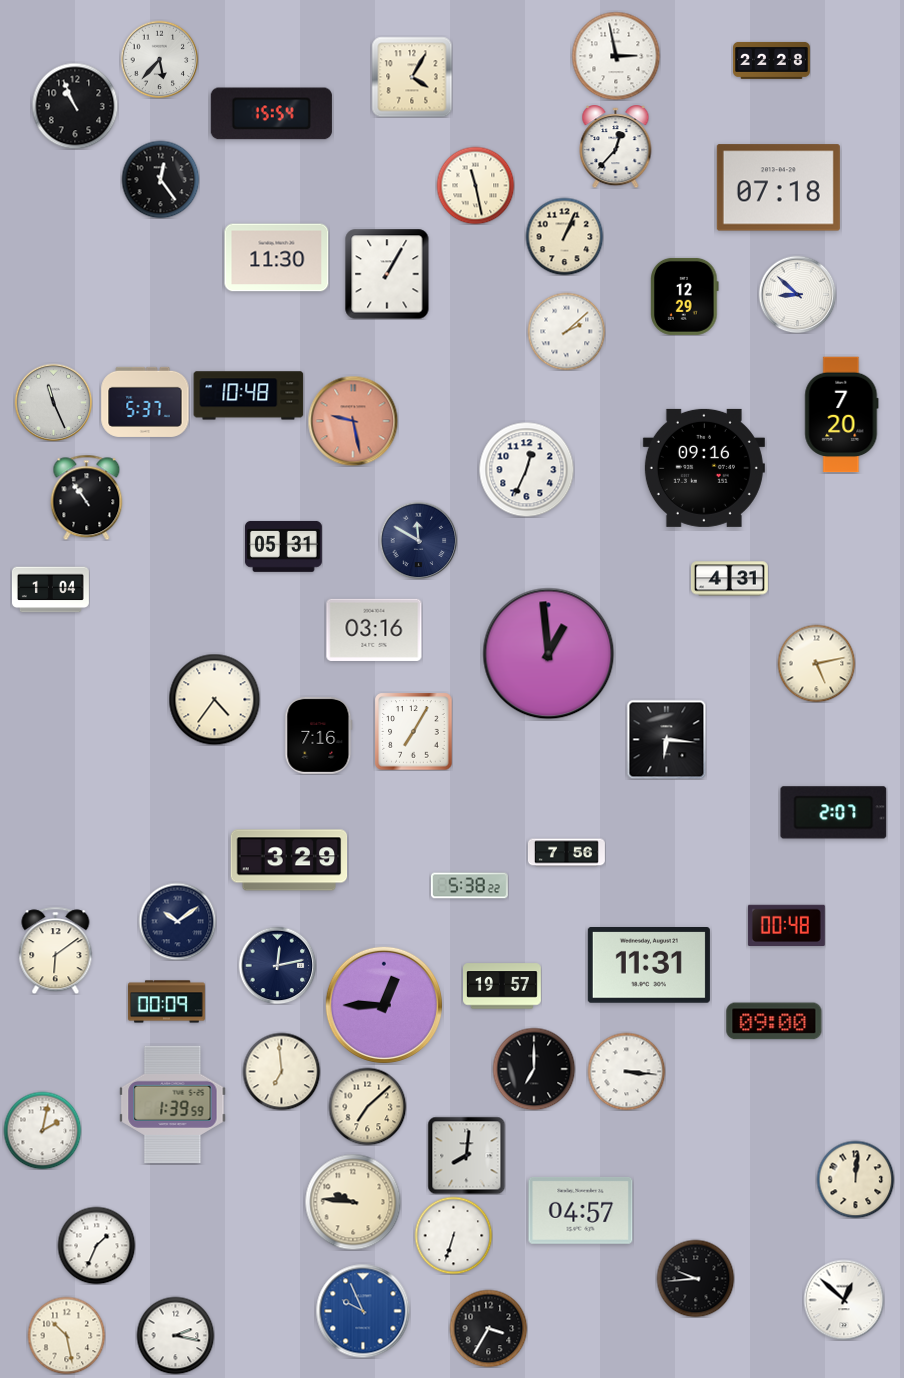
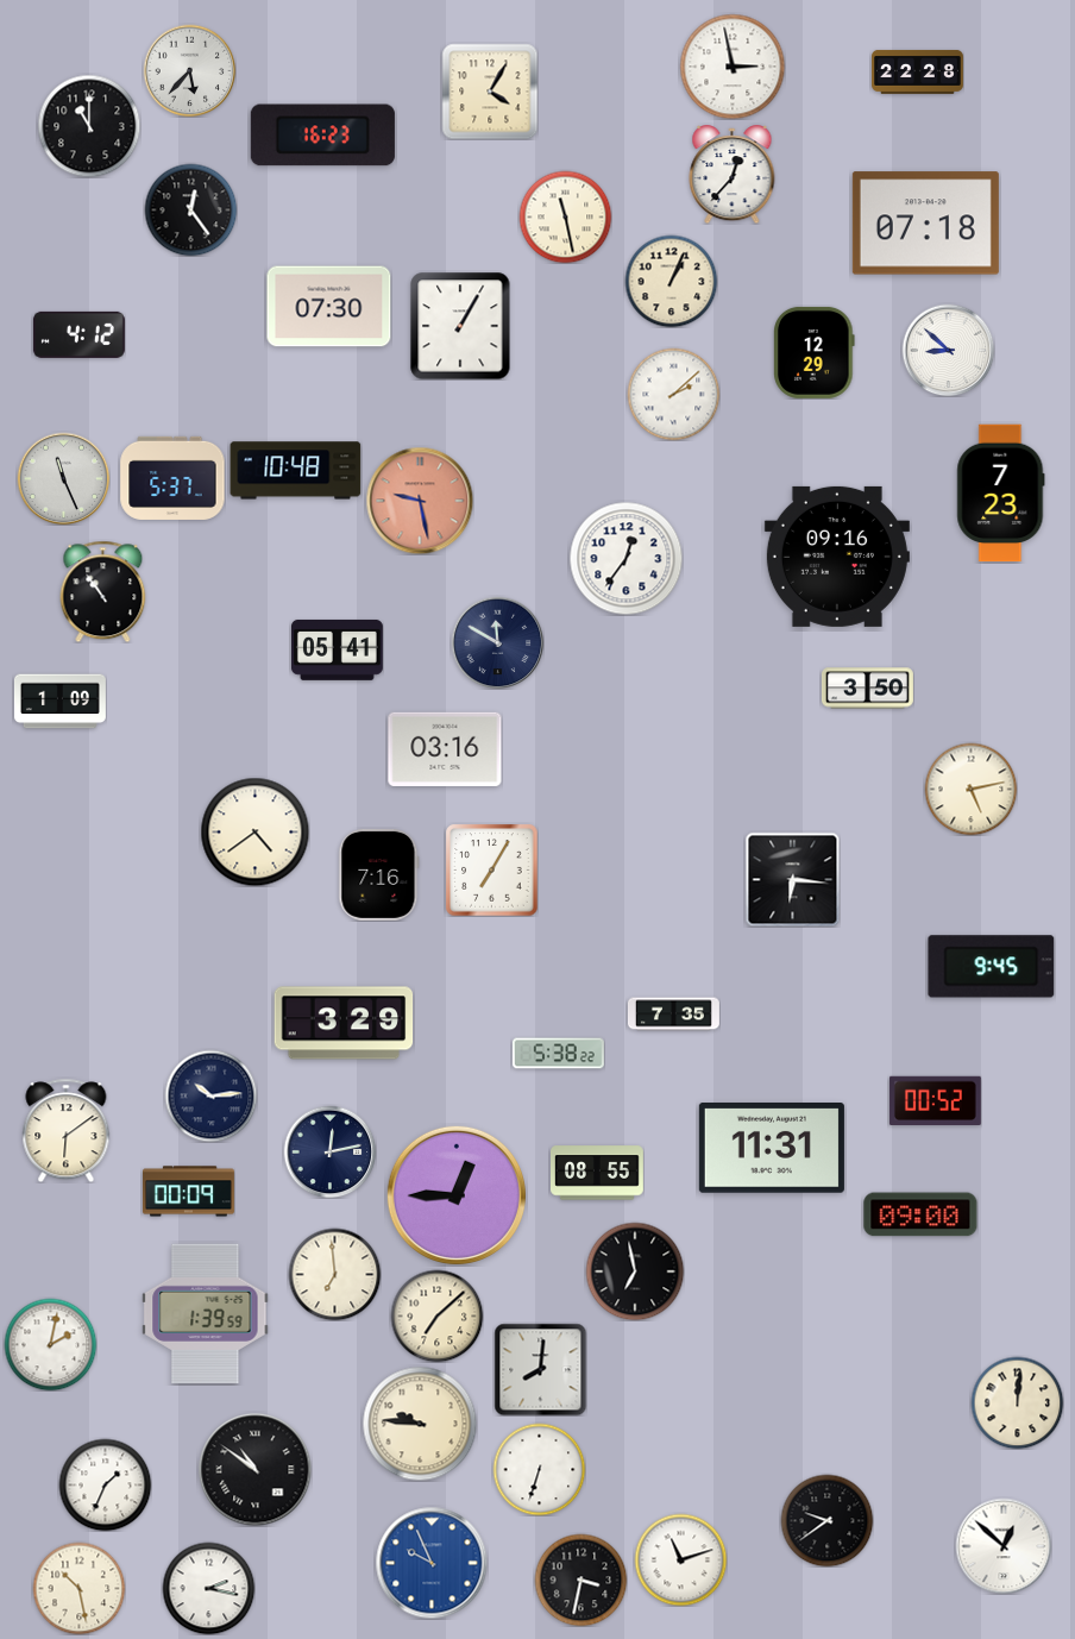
clock at (75, 106): 10:56 -> 11:00
clock at (271, 114): 15:54 -> 16:23
clock at (160, 179) position: (160, 179) -> (190, 209)
clock at (475, 185) position: (475, 185) -> (565, 216)
clock at (277, 258): 11:30 -> 07:30
clock at (78, 334): none -> 4:12
clock at (842, 415): 7:20 -> 7:23
clock at (526, 469): 12:34 -> 12:36
clock at (283, 546): 05:31 -> 05:41
clock at (729, 579): 4:31 -> 3:50
clock at (50, 590): 1:04 -> 1:09
clock at (549, 654): 12:59 -> none
clock at (214, 699): 4:36 -> 4:39
clock at (834, 813): 2:07 -> 9:45
clock at (566, 853): 7:56 -> 7:35
clock at (177, 921): 10:09 -> 10:14
clock at (786, 925): 00:48 -> 00:52
clock at (277, 965) position: (277, 965) -> (329, 1151)
clock at (503, 986): 19:57 -> 08:55
clock at (166, 1002) position: (166, 1002) -> (188, 1192)
clock at (534, 1069): 7:00 -> 6:58
clock at (626, 1071): 3:16 -> none
clock at (466, 1155) position: (466, 1155) -> (540, 1369)
clock at (353, 1202) position: (353, 1202) -> (420, 1424)
clock at (581, 1210): 04:57 -> none
clock at (254, 1469): none -> 10:51
clock at (96, 1245) position: (96, 1245) -> (105, 1484)
clock at (695, 1278): 9:44 -> 9:39
clock at (363, 1311) position: (363, 1311) -> (432, 1563)
clock at (680, 1559): none -> 11:12
clock at (488, 1328): 3:35 -> 3:32
